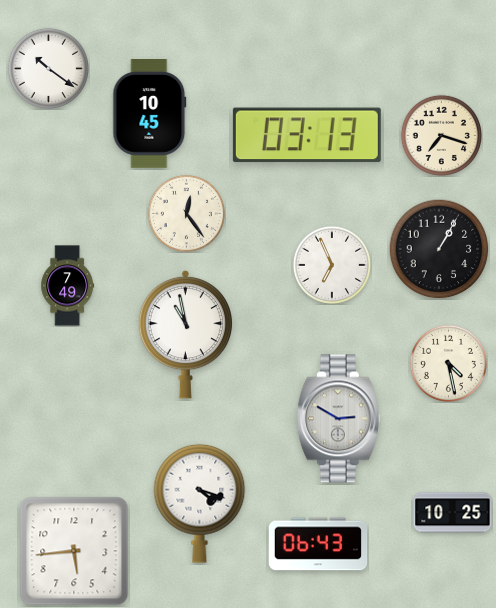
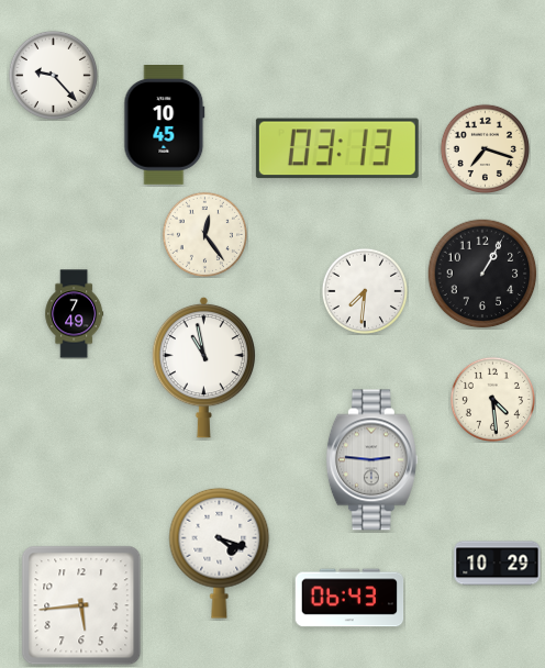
clock at (48, 68): 10:21 -> 9:23
clock at (332, 265): 6:56 -> 7:31
clock at (448, 363): 4:28 -> 4:29
clock at (338, 419): 2:50 -> 2:46
clock at (453, 513): 10:25 -> 10:29
